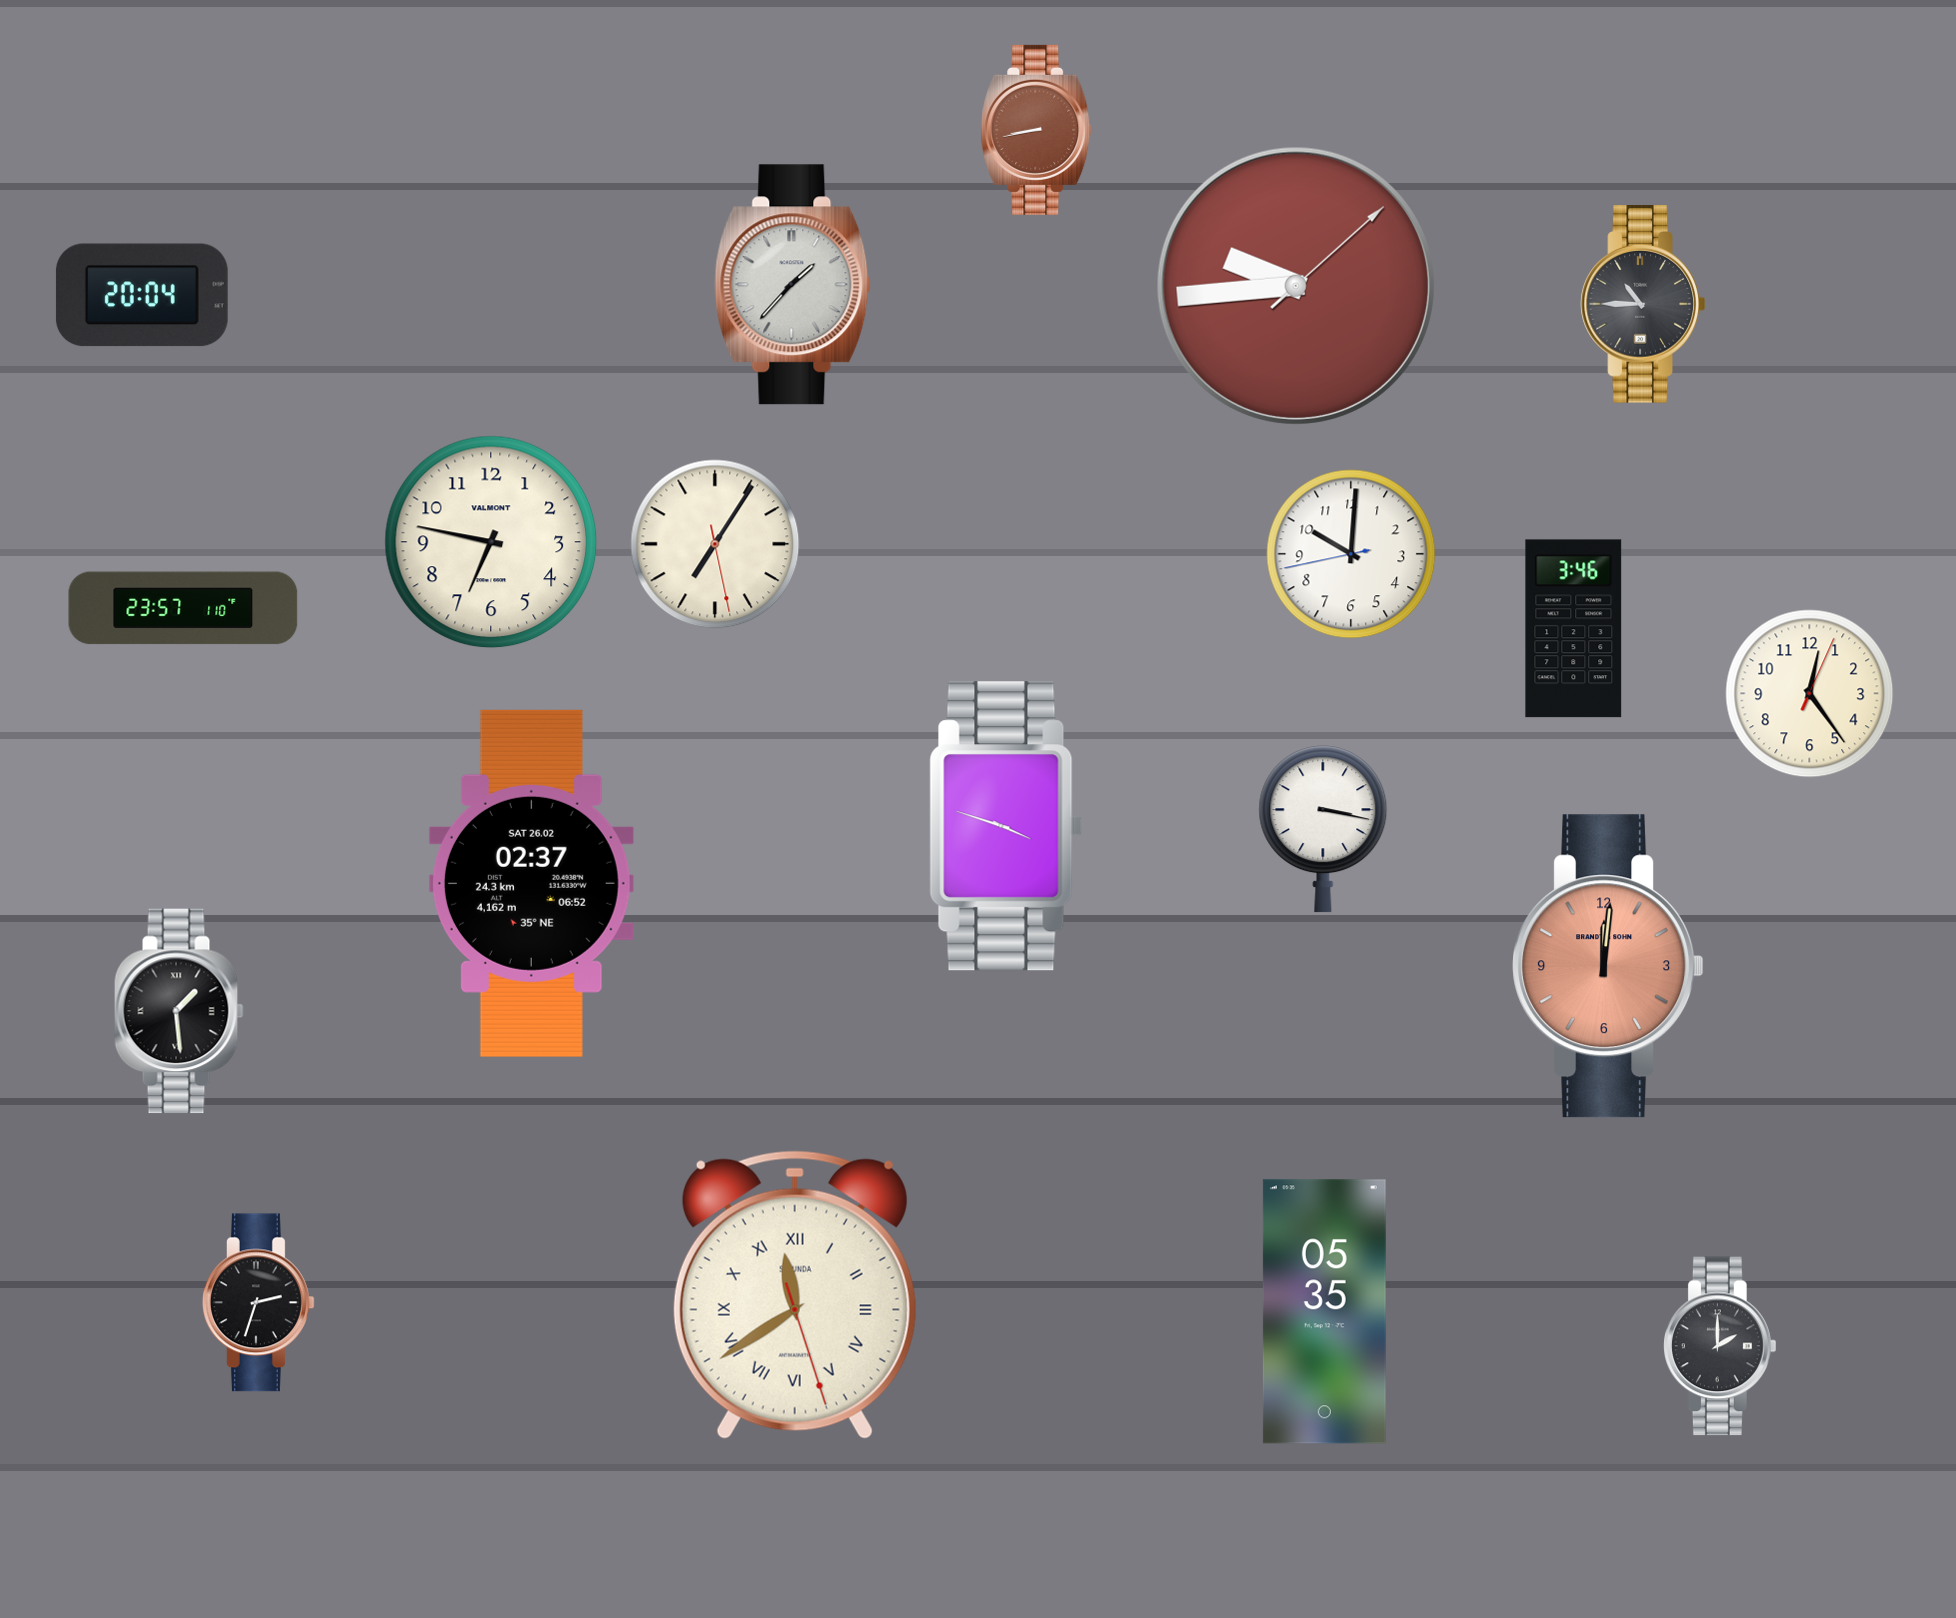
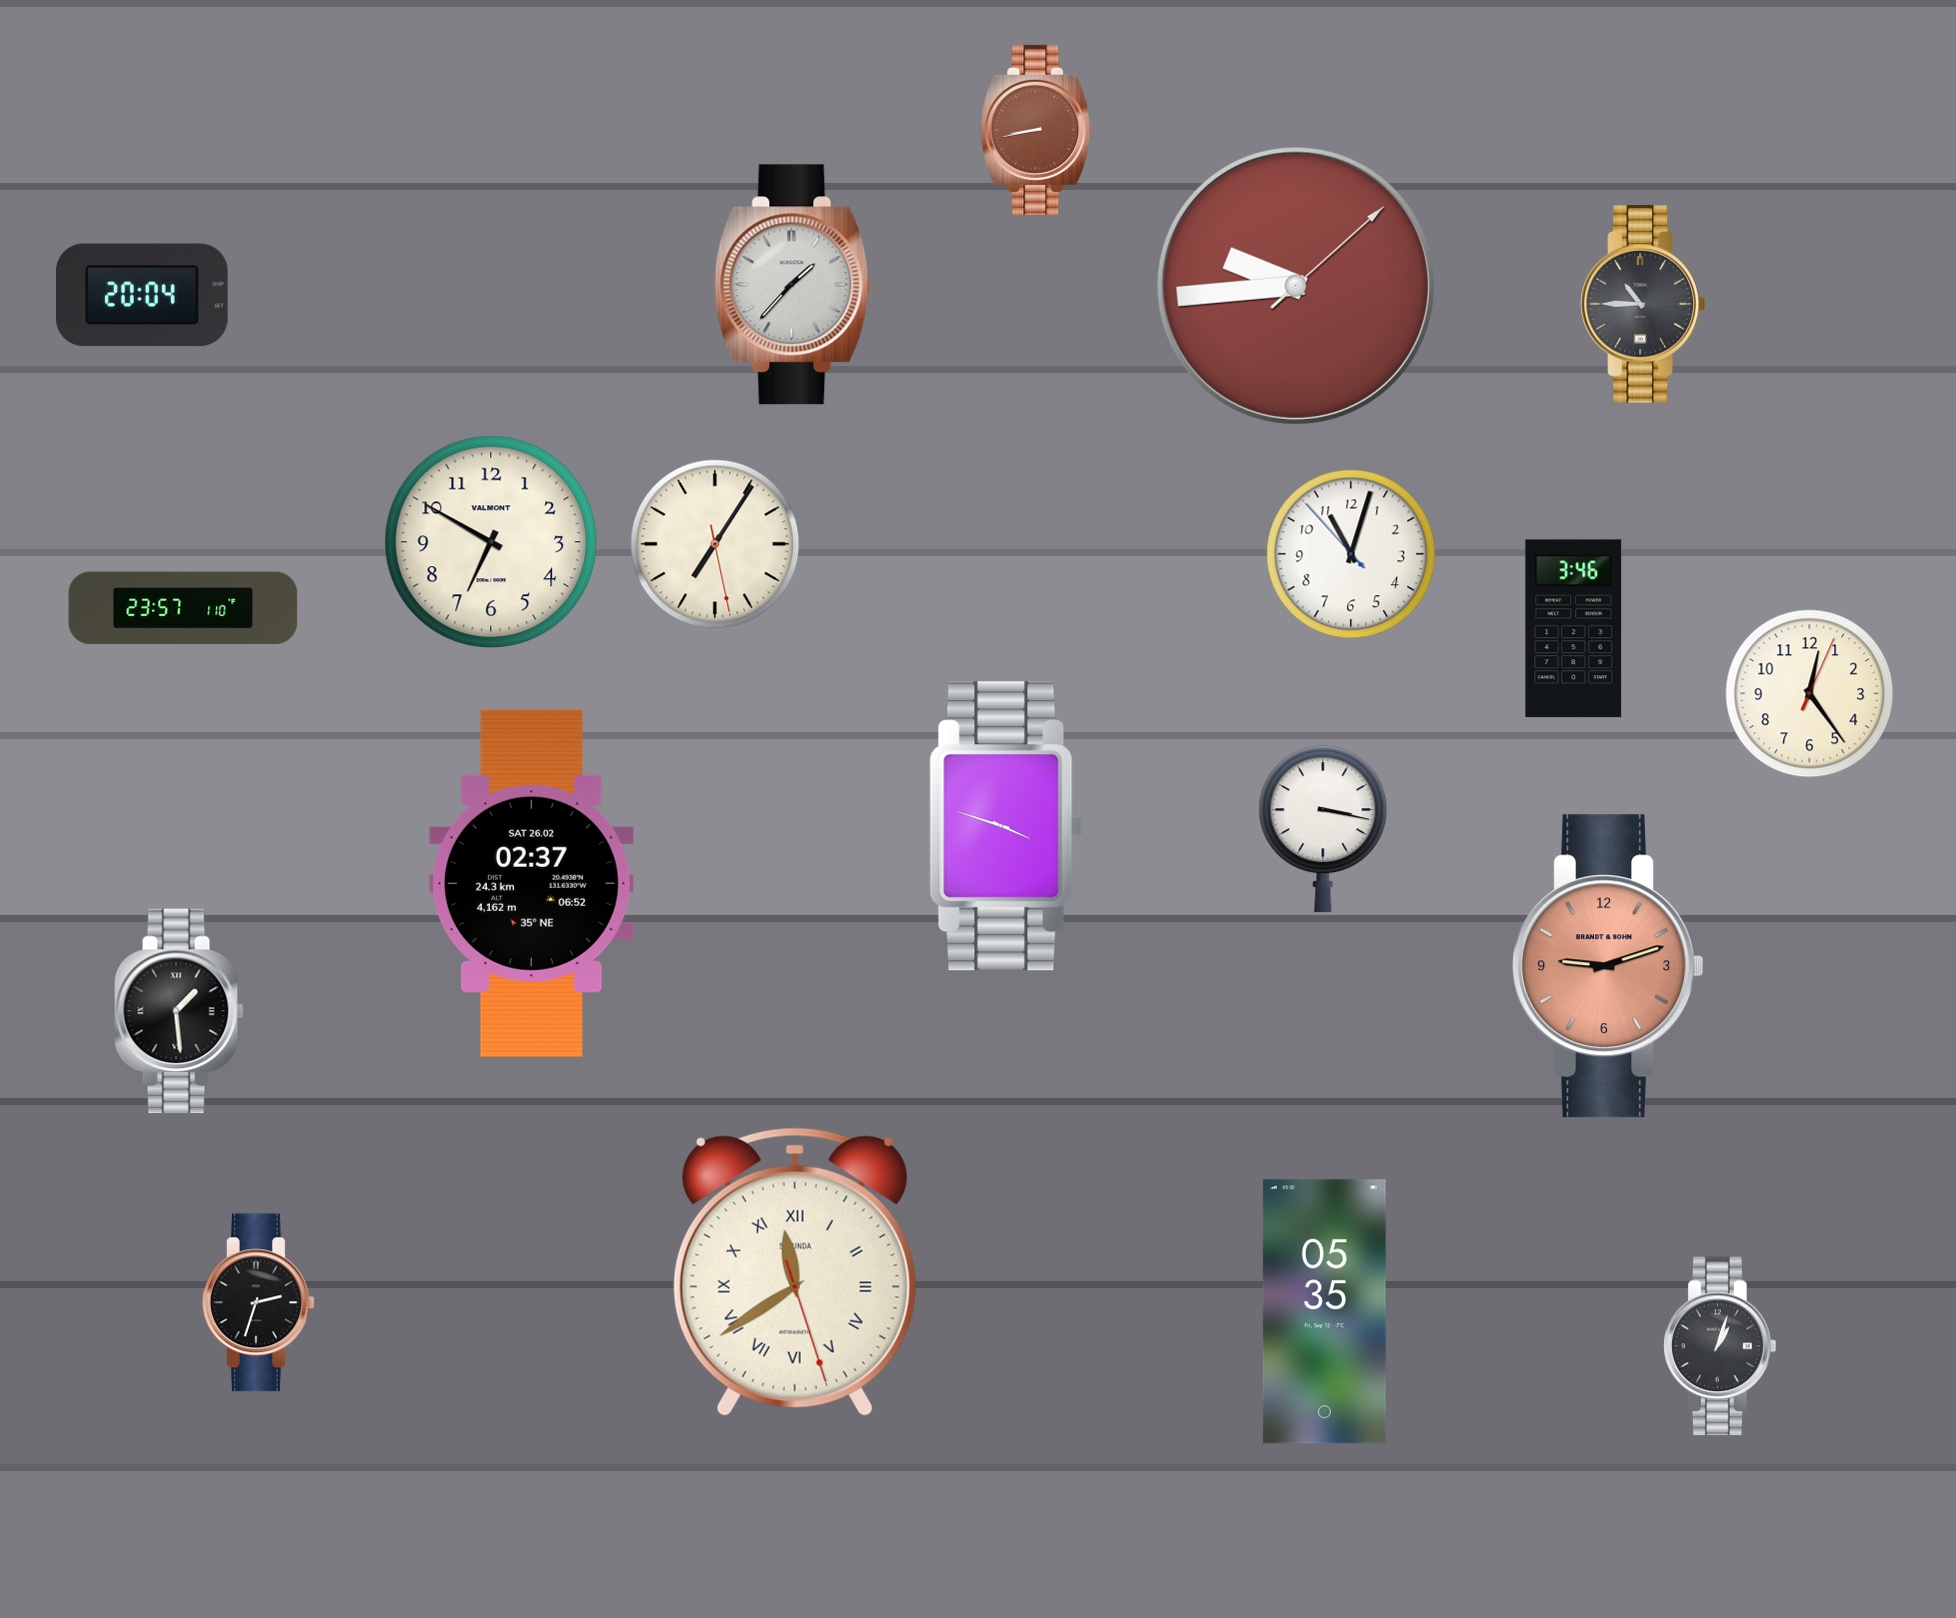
clock at (491, 542): 6:47 -> 6:50
clock at (1351, 554): 10:00 -> 11:02
clock at (1608, 966): 12:01 -> 9:12
clock at (795, 1295) position: (795, 1295) -> (795, 1272)
clock at (1721, 1346): 2:00 -> 1:03
